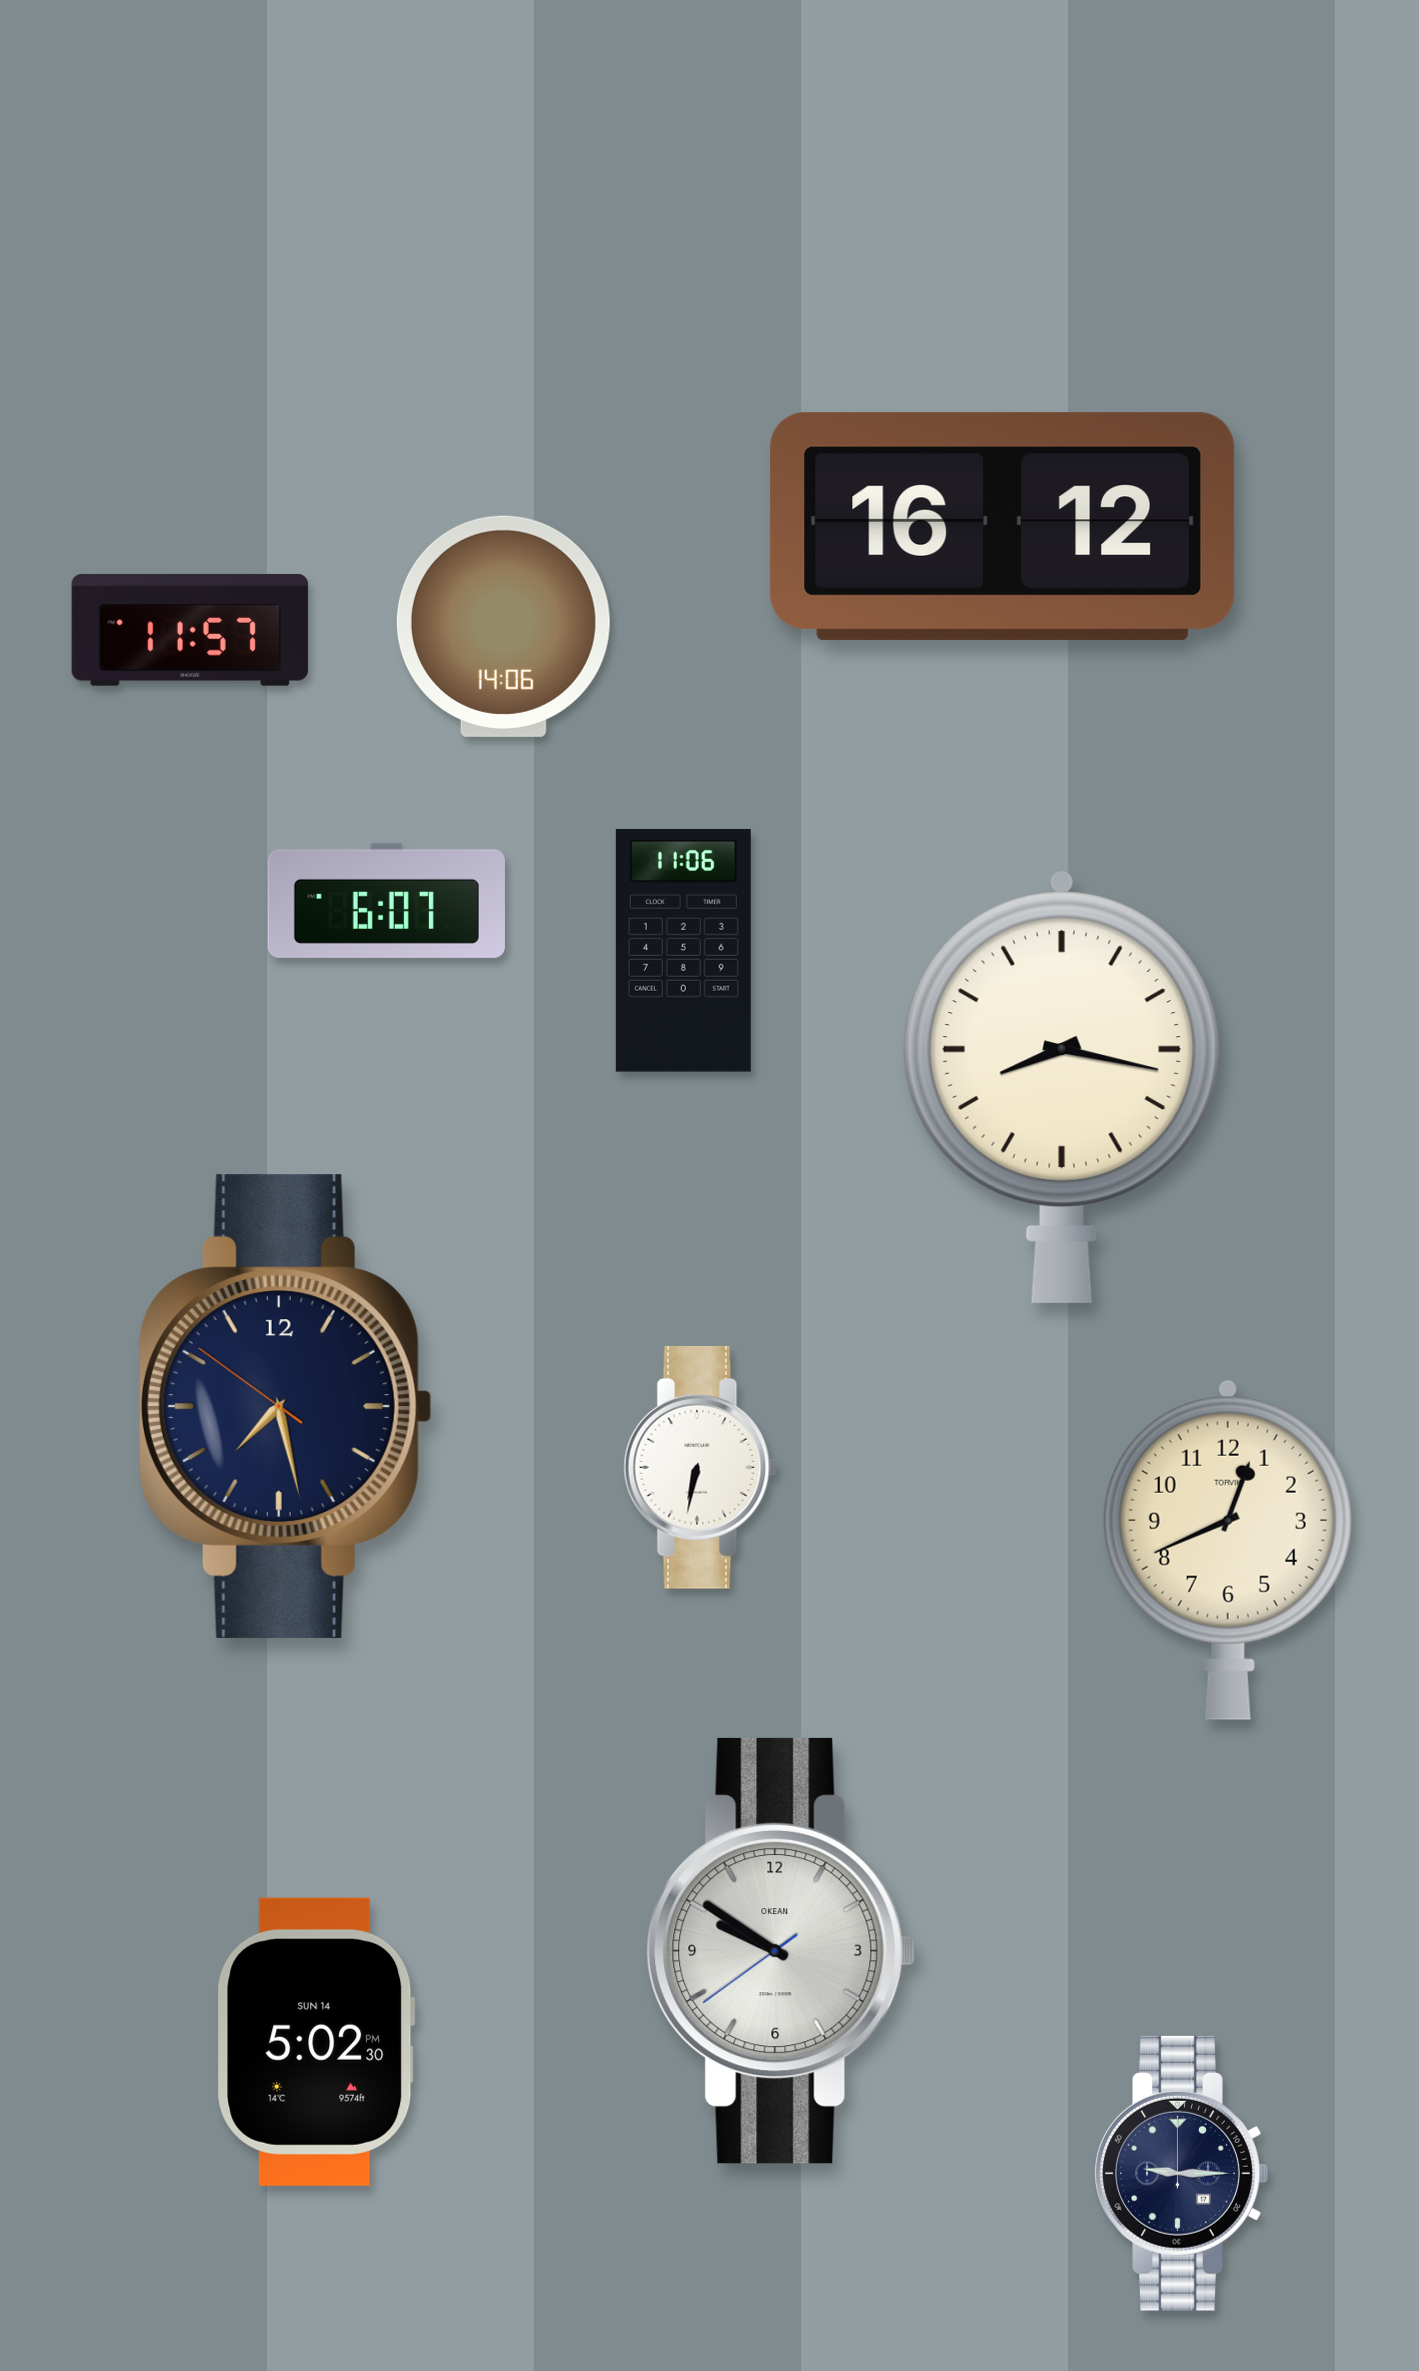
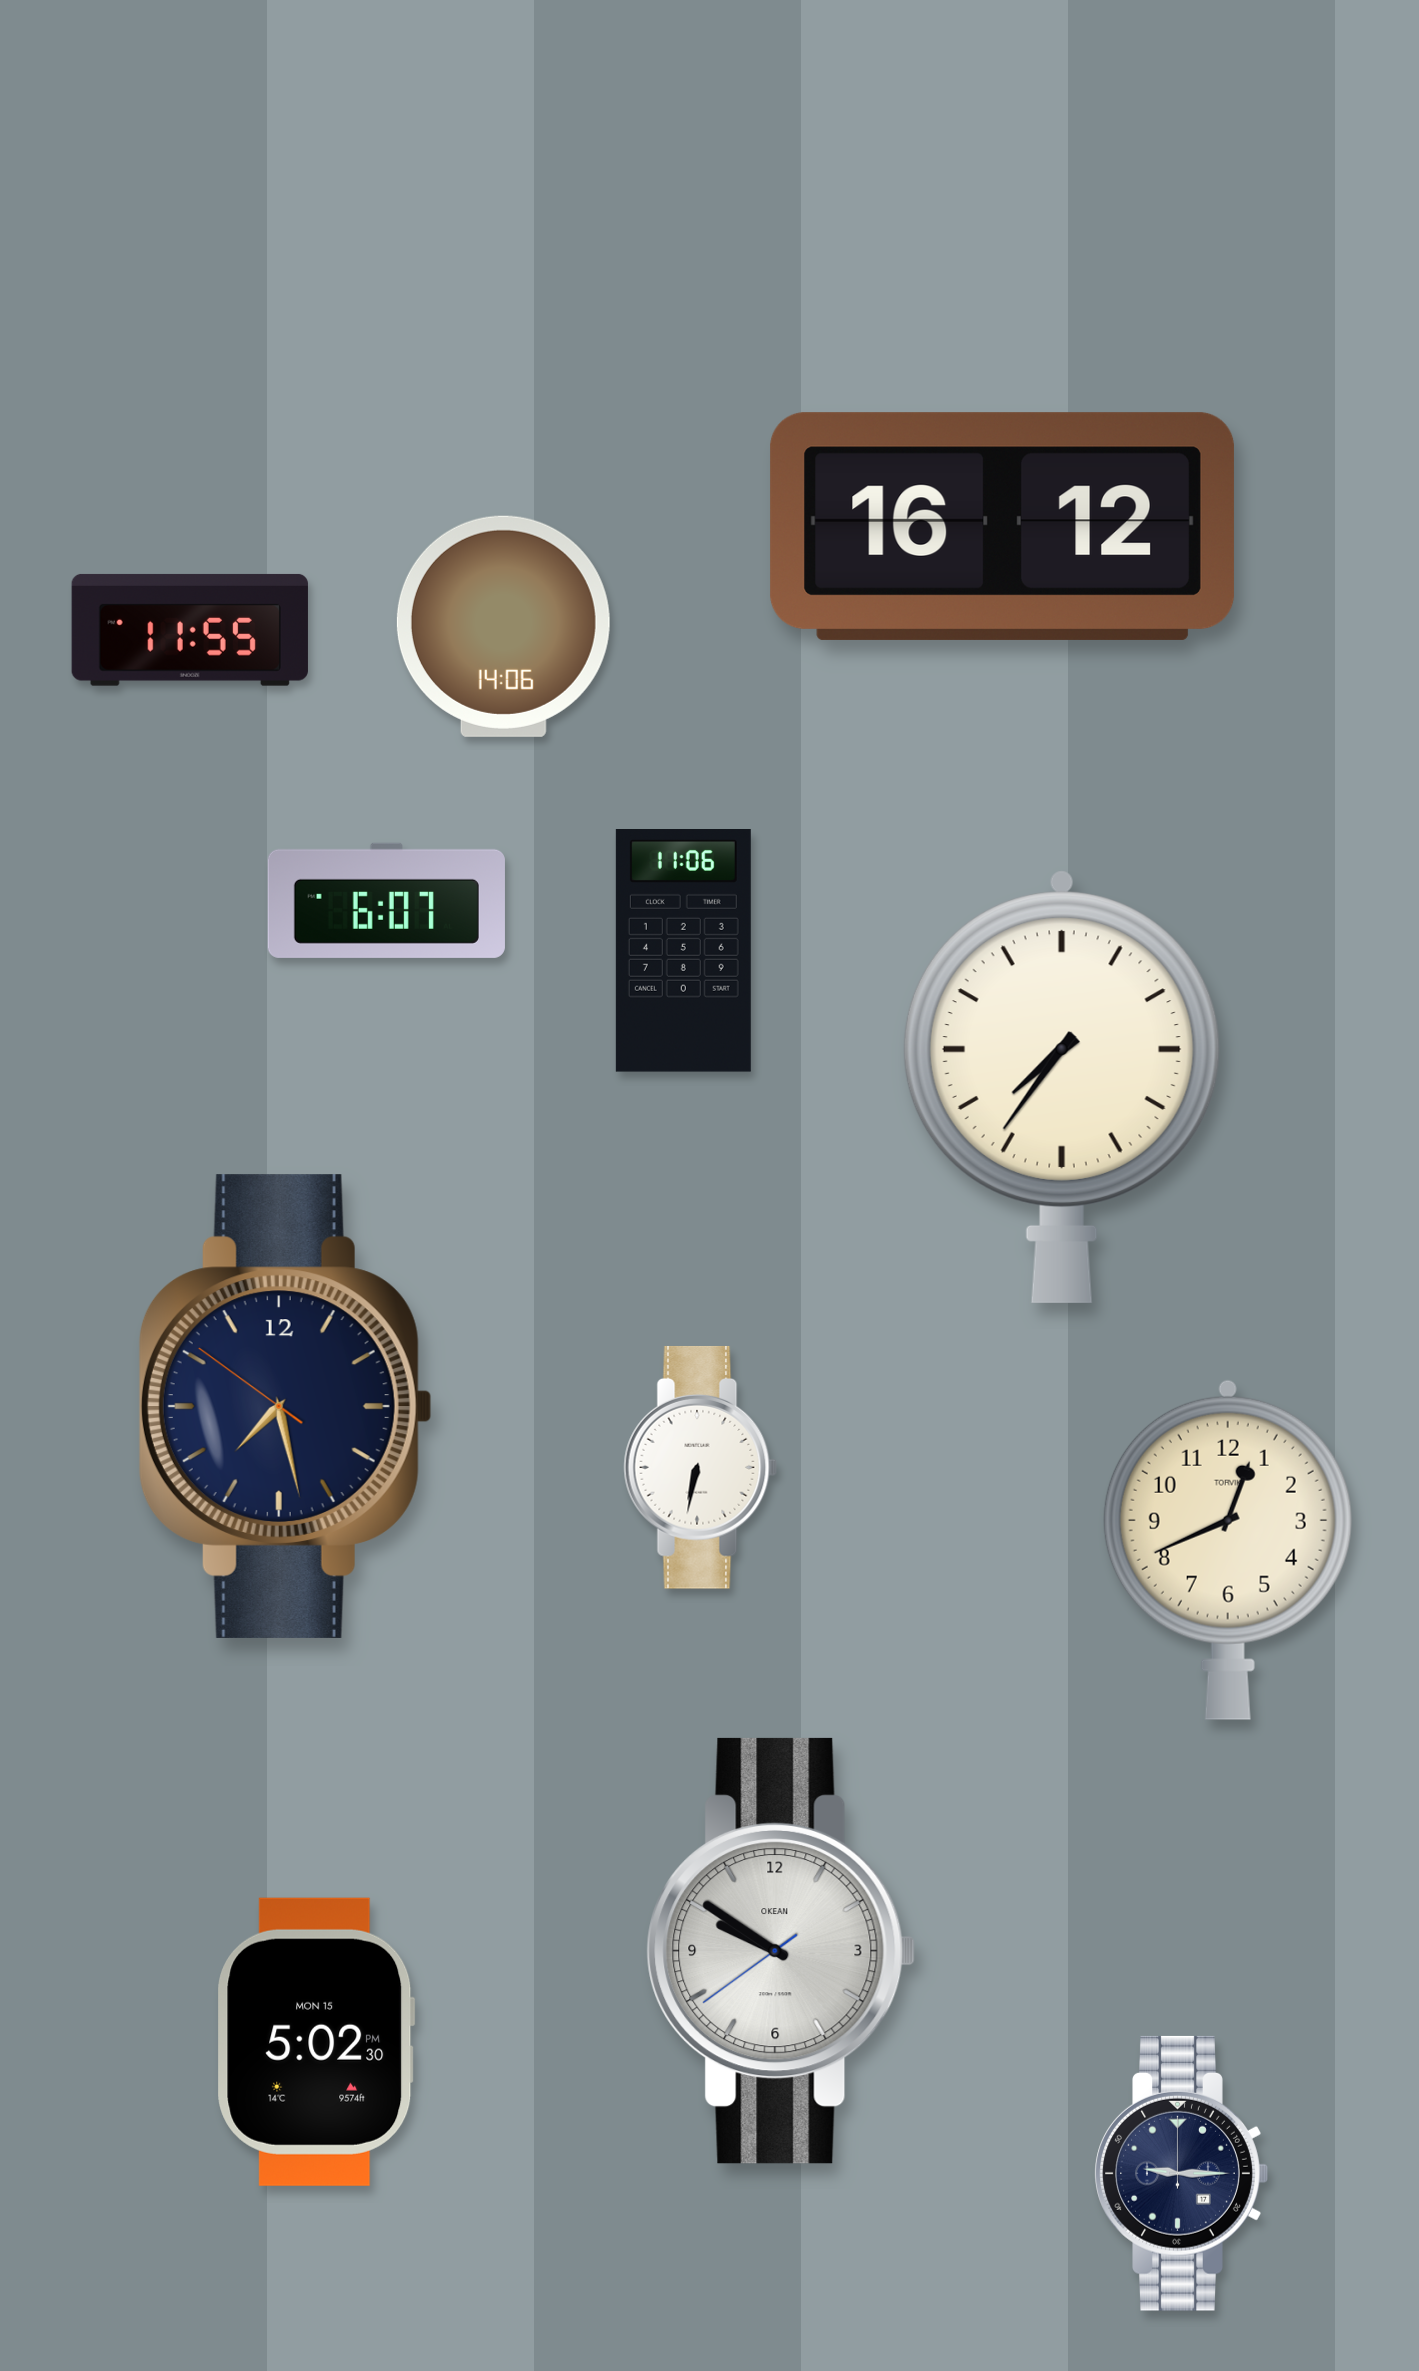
clock at (190, 630): 11:57 -> 11:55
clock at (1062, 1087): 8:17 -> 7:36
clock at (316, 2042) date: SUN 14 -> MON 15
